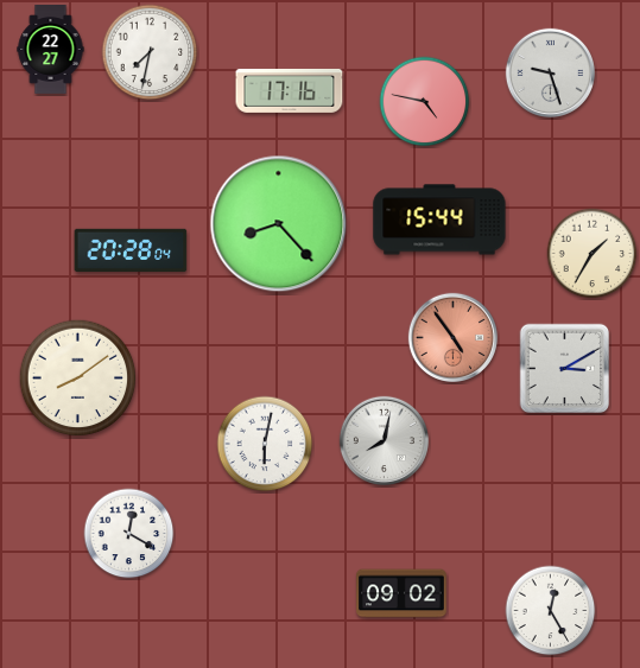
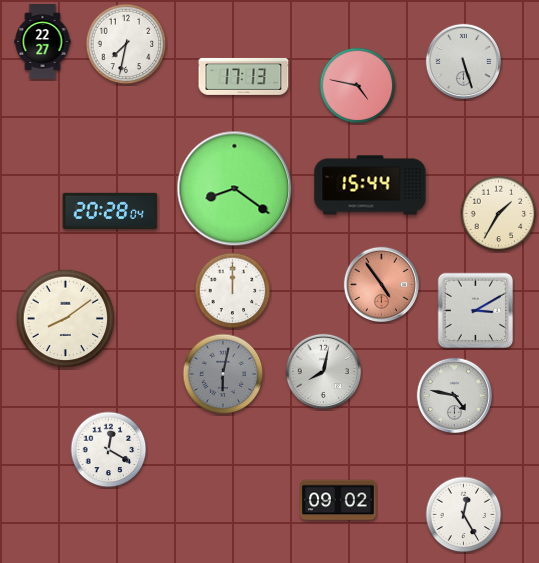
clock at (550, 72): 9:27 -> 5:27
clock at (290, 90): 17:16 -> 17:13
clock at (279, 224): 8:23 -> 8:21
clock at (233, 291): none -> 12:00
clock at (265, 444) dial: white -> grey
clock at (454, 395): none -> 4:47
